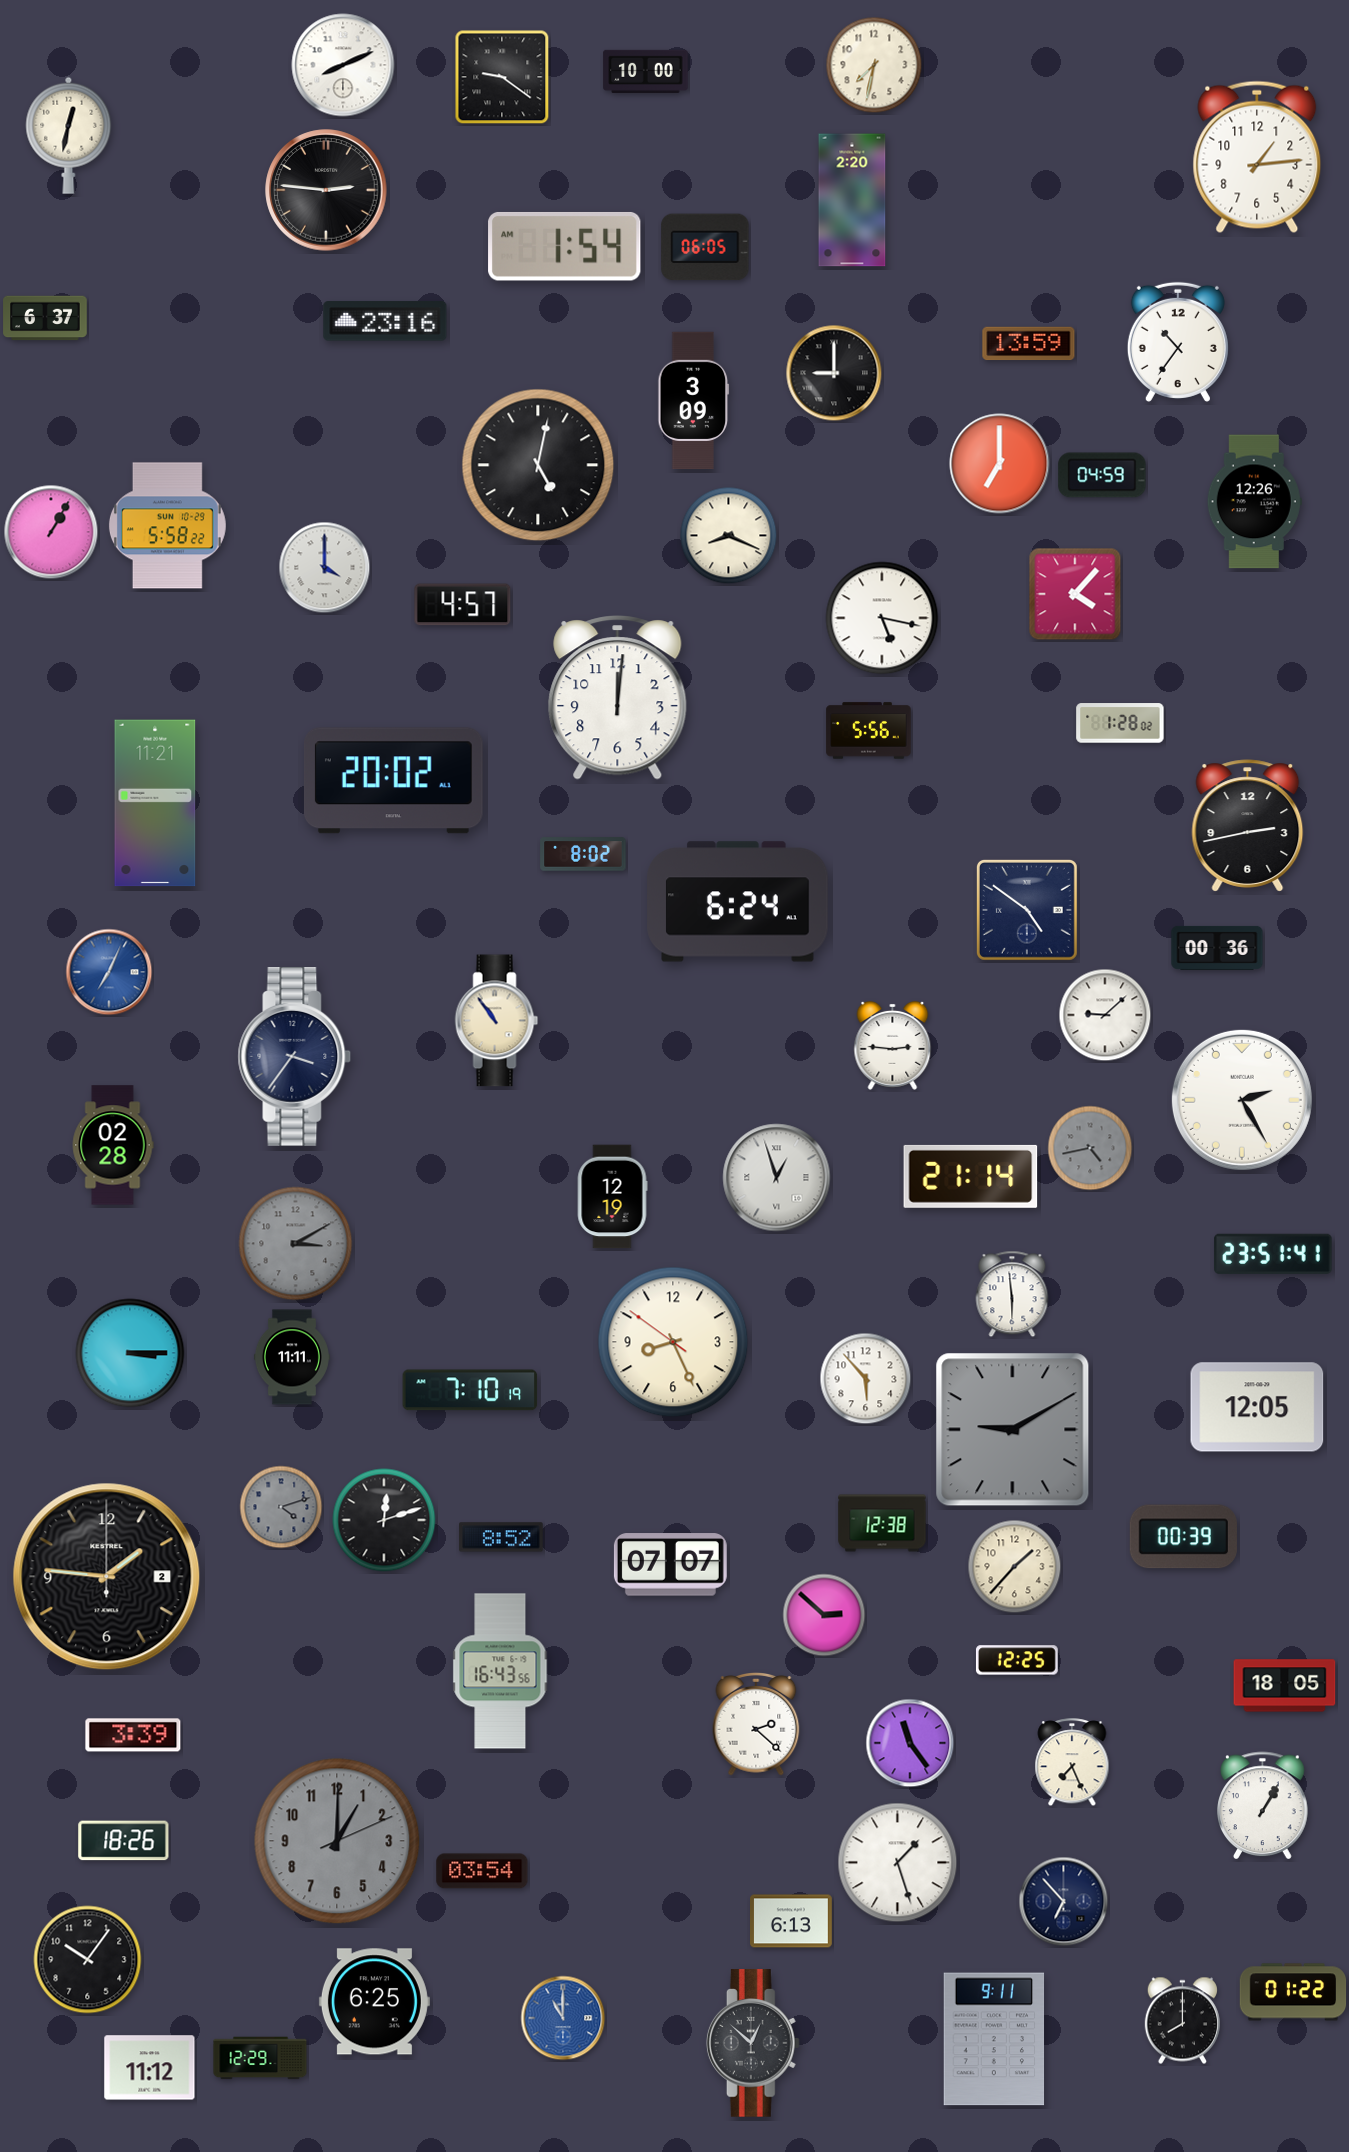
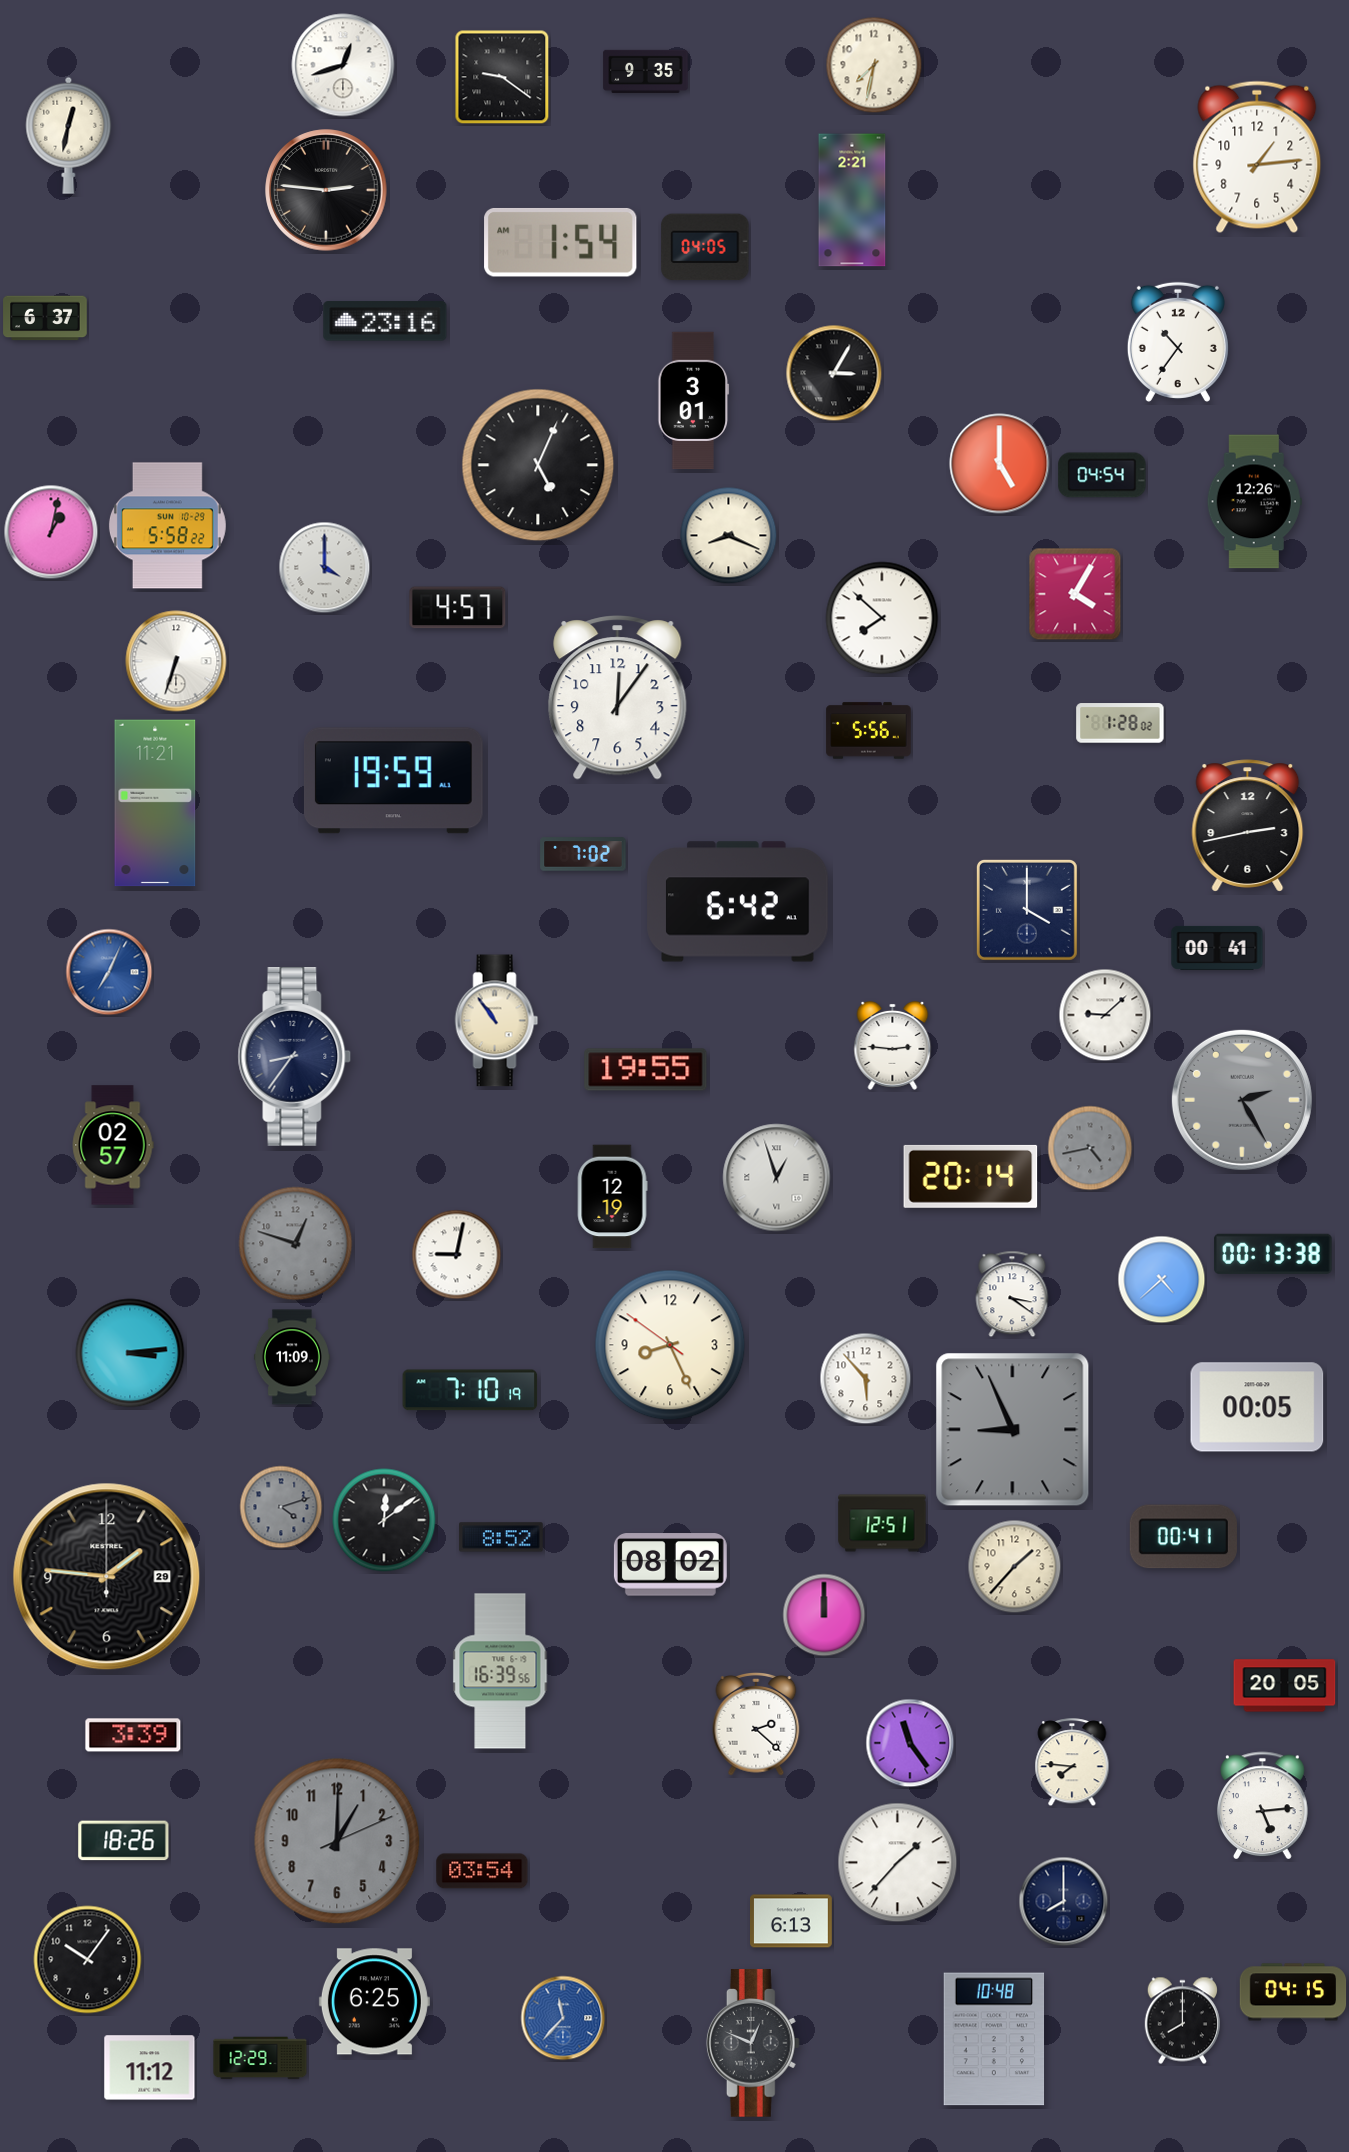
clock at (343, 65): 8:11 -> 12:42
clock at (646, 71): 10:00 -> 9:35
clock at (852, 200): 2:20 -> 2:21
clock at (565, 247) position: (565, 247) -> (561, 243)
clock at (705, 247): 06:05 -> 04:05
clock at (1029, 344): 13:59 -> none
clock at (834, 373): 9:00 -> 3:05
clock at (694, 401): 3:09 -> 3:01
clock at (1000, 464): 7:00 -> 5:00
clock at (538, 465): 5:02 -> 5:04
clock at (1102, 475): 04:59 -> 04:54
clock at (51, 532): 1:05 -> 1:02
clock at (1075, 594): 4:07 -> 4:05
clock at (463, 605) position: (463, 605) -> (458, 608)
clock at (882, 618): 5:17 -> 7:52
clock at (176, 661): none -> 6:33
clock at (618, 698): 12:01 -> 12:06
clock at (393, 781): 20:02 -> 19:59
clock at (583, 854): 8:02 -> 7:02
clock at (738, 902): 6:24 -> 6:42
clock at (1027, 910): 4:51 -> 4:00
clock at (1217, 948): 00:36 -> 00:41
clock at (295, 1057): 3:36 -> 8:36
clock at (646, 1070): none -> 19:55
clock at (1242, 1100) dial: white -> grey
clock at (113, 1145): 02:28 -> 02:57
clock at (971, 1176): 21:14 -> 20:14
clock at (296, 1244): 3:10 -> 12:48
clock at (1273, 1254): 23:51 -> 00:13
clock at (457, 1255): none -> 9:02
clock at (1162, 1280): none -> 4:38
clock at (1012, 1294): 5:59 -> 3:21
clock at (673, 1342) position: (673, 1342) -> (670, 1345)
clock at (130, 1353): 3:15 -> 3:14
clock at (292, 1357): 11:11 -> 11:09
clock at (1257, 1407): 12:05 -> 00:05
clock at (1013, 1430): 9:10 -> 8:56
clock at (384, 1520): 12:12 -> 12:09
clock at (882, 1523): 12:38 -> 12:51
clock at (1183, 1537): 00:39 -> 00:41
clock at (670, 1565): 07:07 -> 08:02
clock at (107, 1577) date: 2 -> 29
clock at (824, 1615): 2:52 -> 12:00
clock at (1017, 1660): 12:25 -> none
clock at (500, 1671): 16:43 -> 16:39
clock at (1285, 1686): 18:05 -> 20:05
clock at (1072, 1763): 7:26 -> 7:46
clock at (1263, 1805): 1:05 -> 5:14
clock at (898, 1863): 1:27 -> 1:37
clock at (1064, 1902): 6:53 -> 8:00
clock at (1293, 1992): 01:22 -> 04:15
clock at (563, 2018): 11:00 -> 11:37
clock at (994, 2039): 9:11 -> 10:48
clock at (753, 2043): 12:52 -> 12:49
